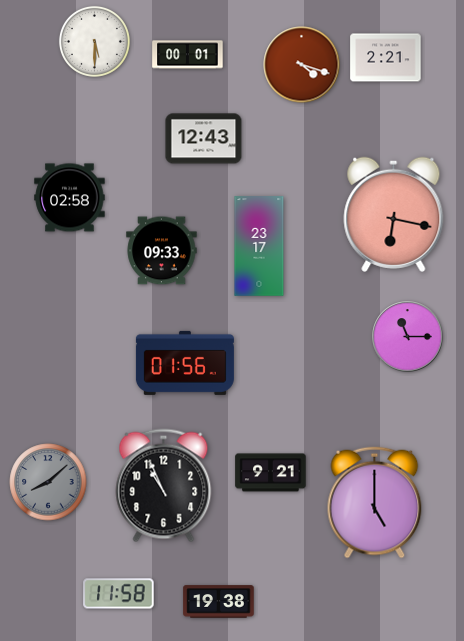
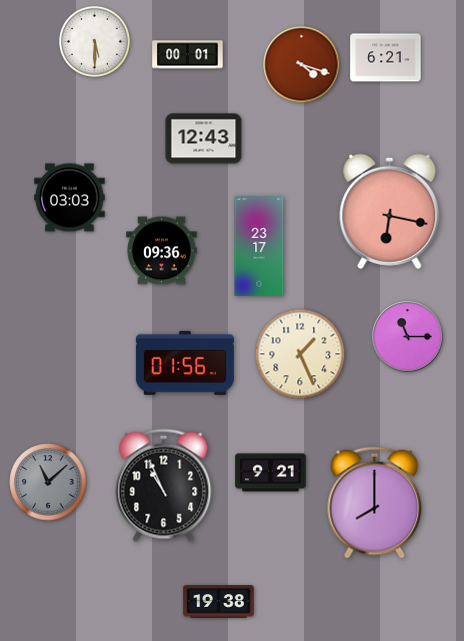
clock at (386, 58): 2:21 -> 6:21
clock at (70, 198): 02:58 -> 03:03
clock at (394, 214) position: (394, 214) -> (390, 211)
clock at (162, 251): 09:33 -> 09:36
clock at (300, 354): none -> 1:26
clock at (48, 482): 8:08 -> 11:08
clock at (375, 503): 5:00 -> 8:00
clock at (119, 594): 11:58 -> none
